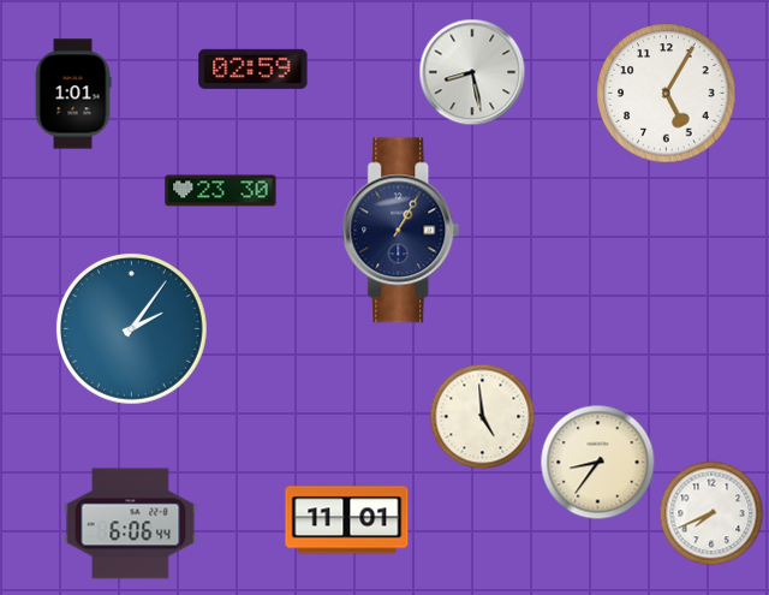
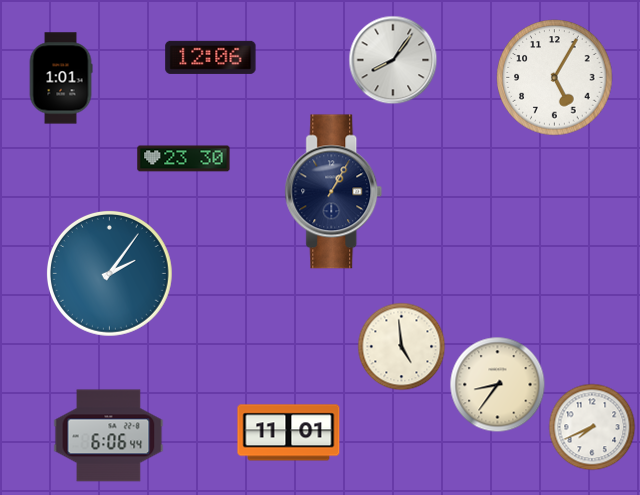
clock at (254, 69): 02:59 -> 12:06
clock at (472, 72): 8:28 -> 8:06
